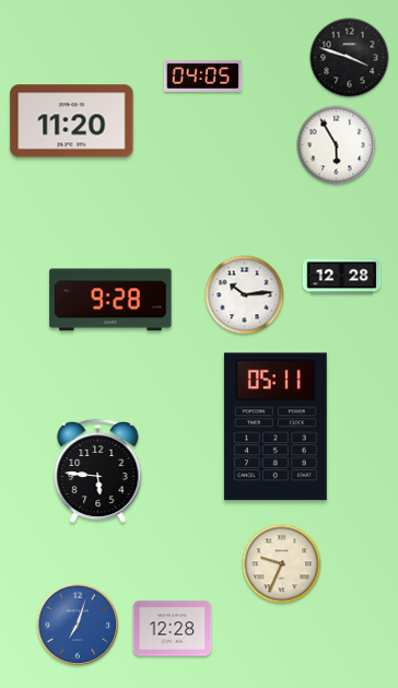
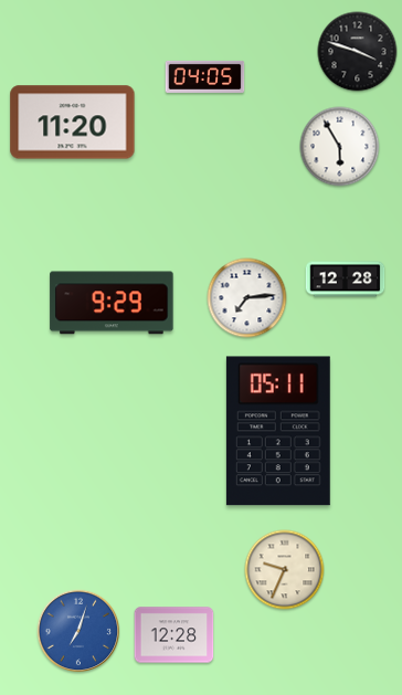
clock at (350, 58) position: (350, 58) -> (358, 52)
clock at (245, 295): 10:14 -> 7:14
clock at (110, 300): 9:28 -> 9:29
clock at (98, 471): 5:46 -> none
